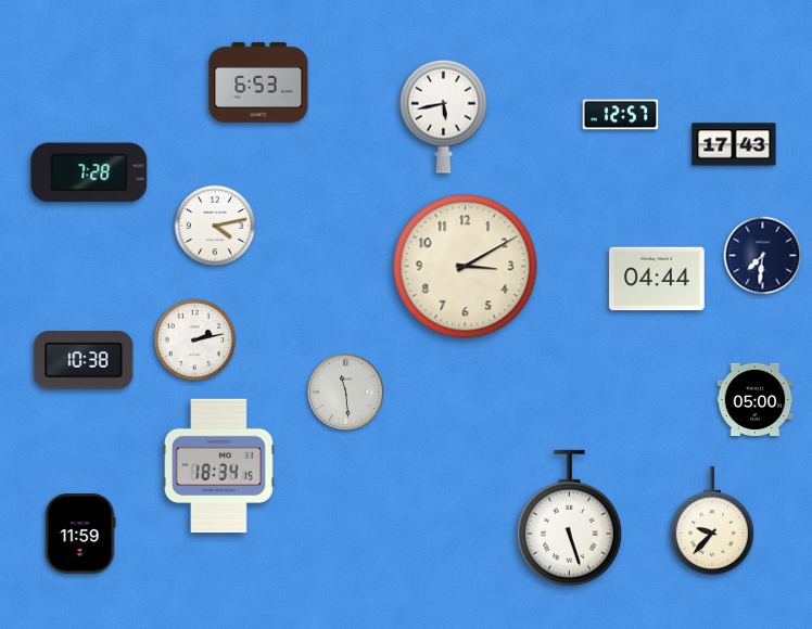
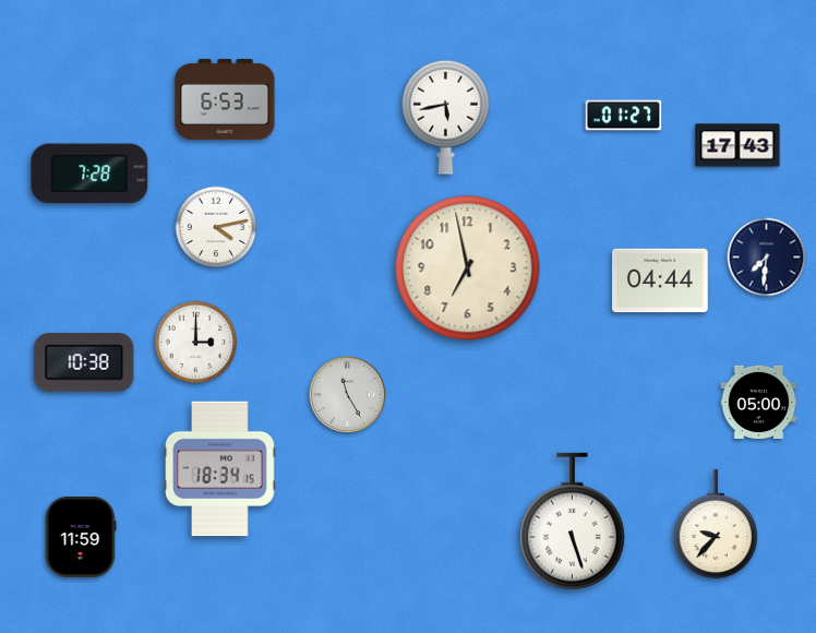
clock at (258, 82) position: (258, 82) -> (225, 99)
clock at (621, 115): 12:57 -> 01:27
clock at (466, 267): 3:10 -> 6:58
clock at (195, 341): 2:13 -> 3:00
clock at (346, 393): 11:29 -> 11:25
